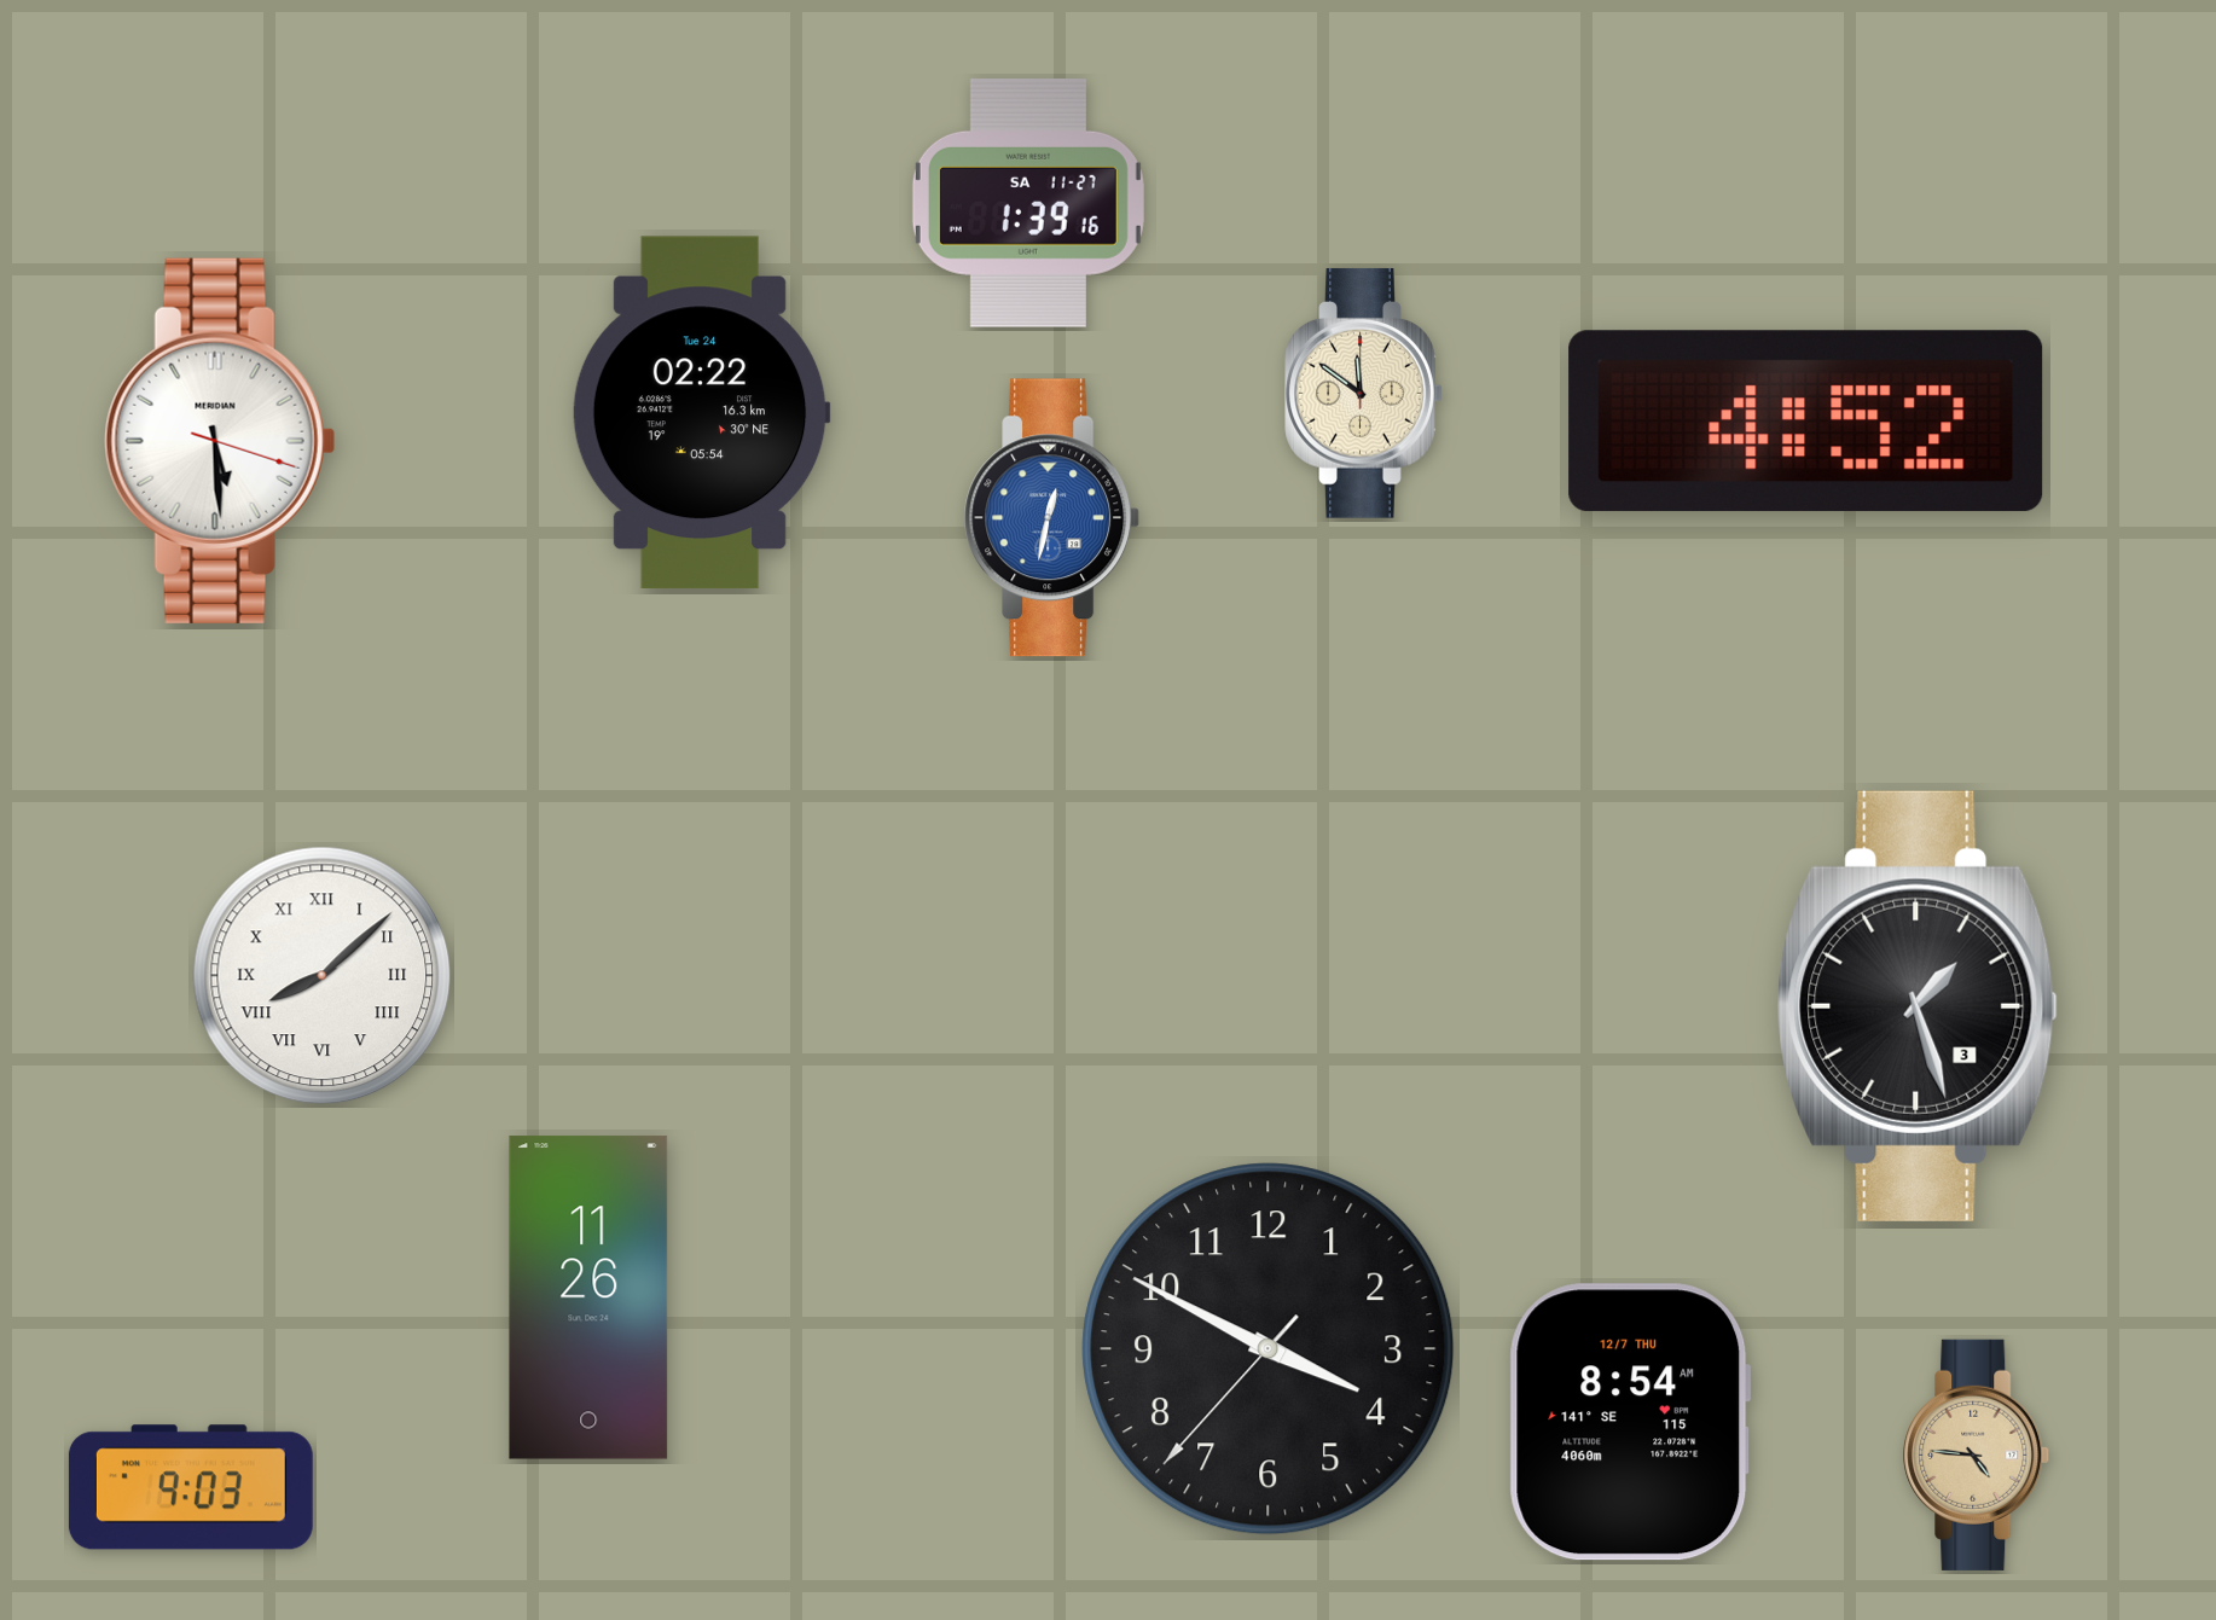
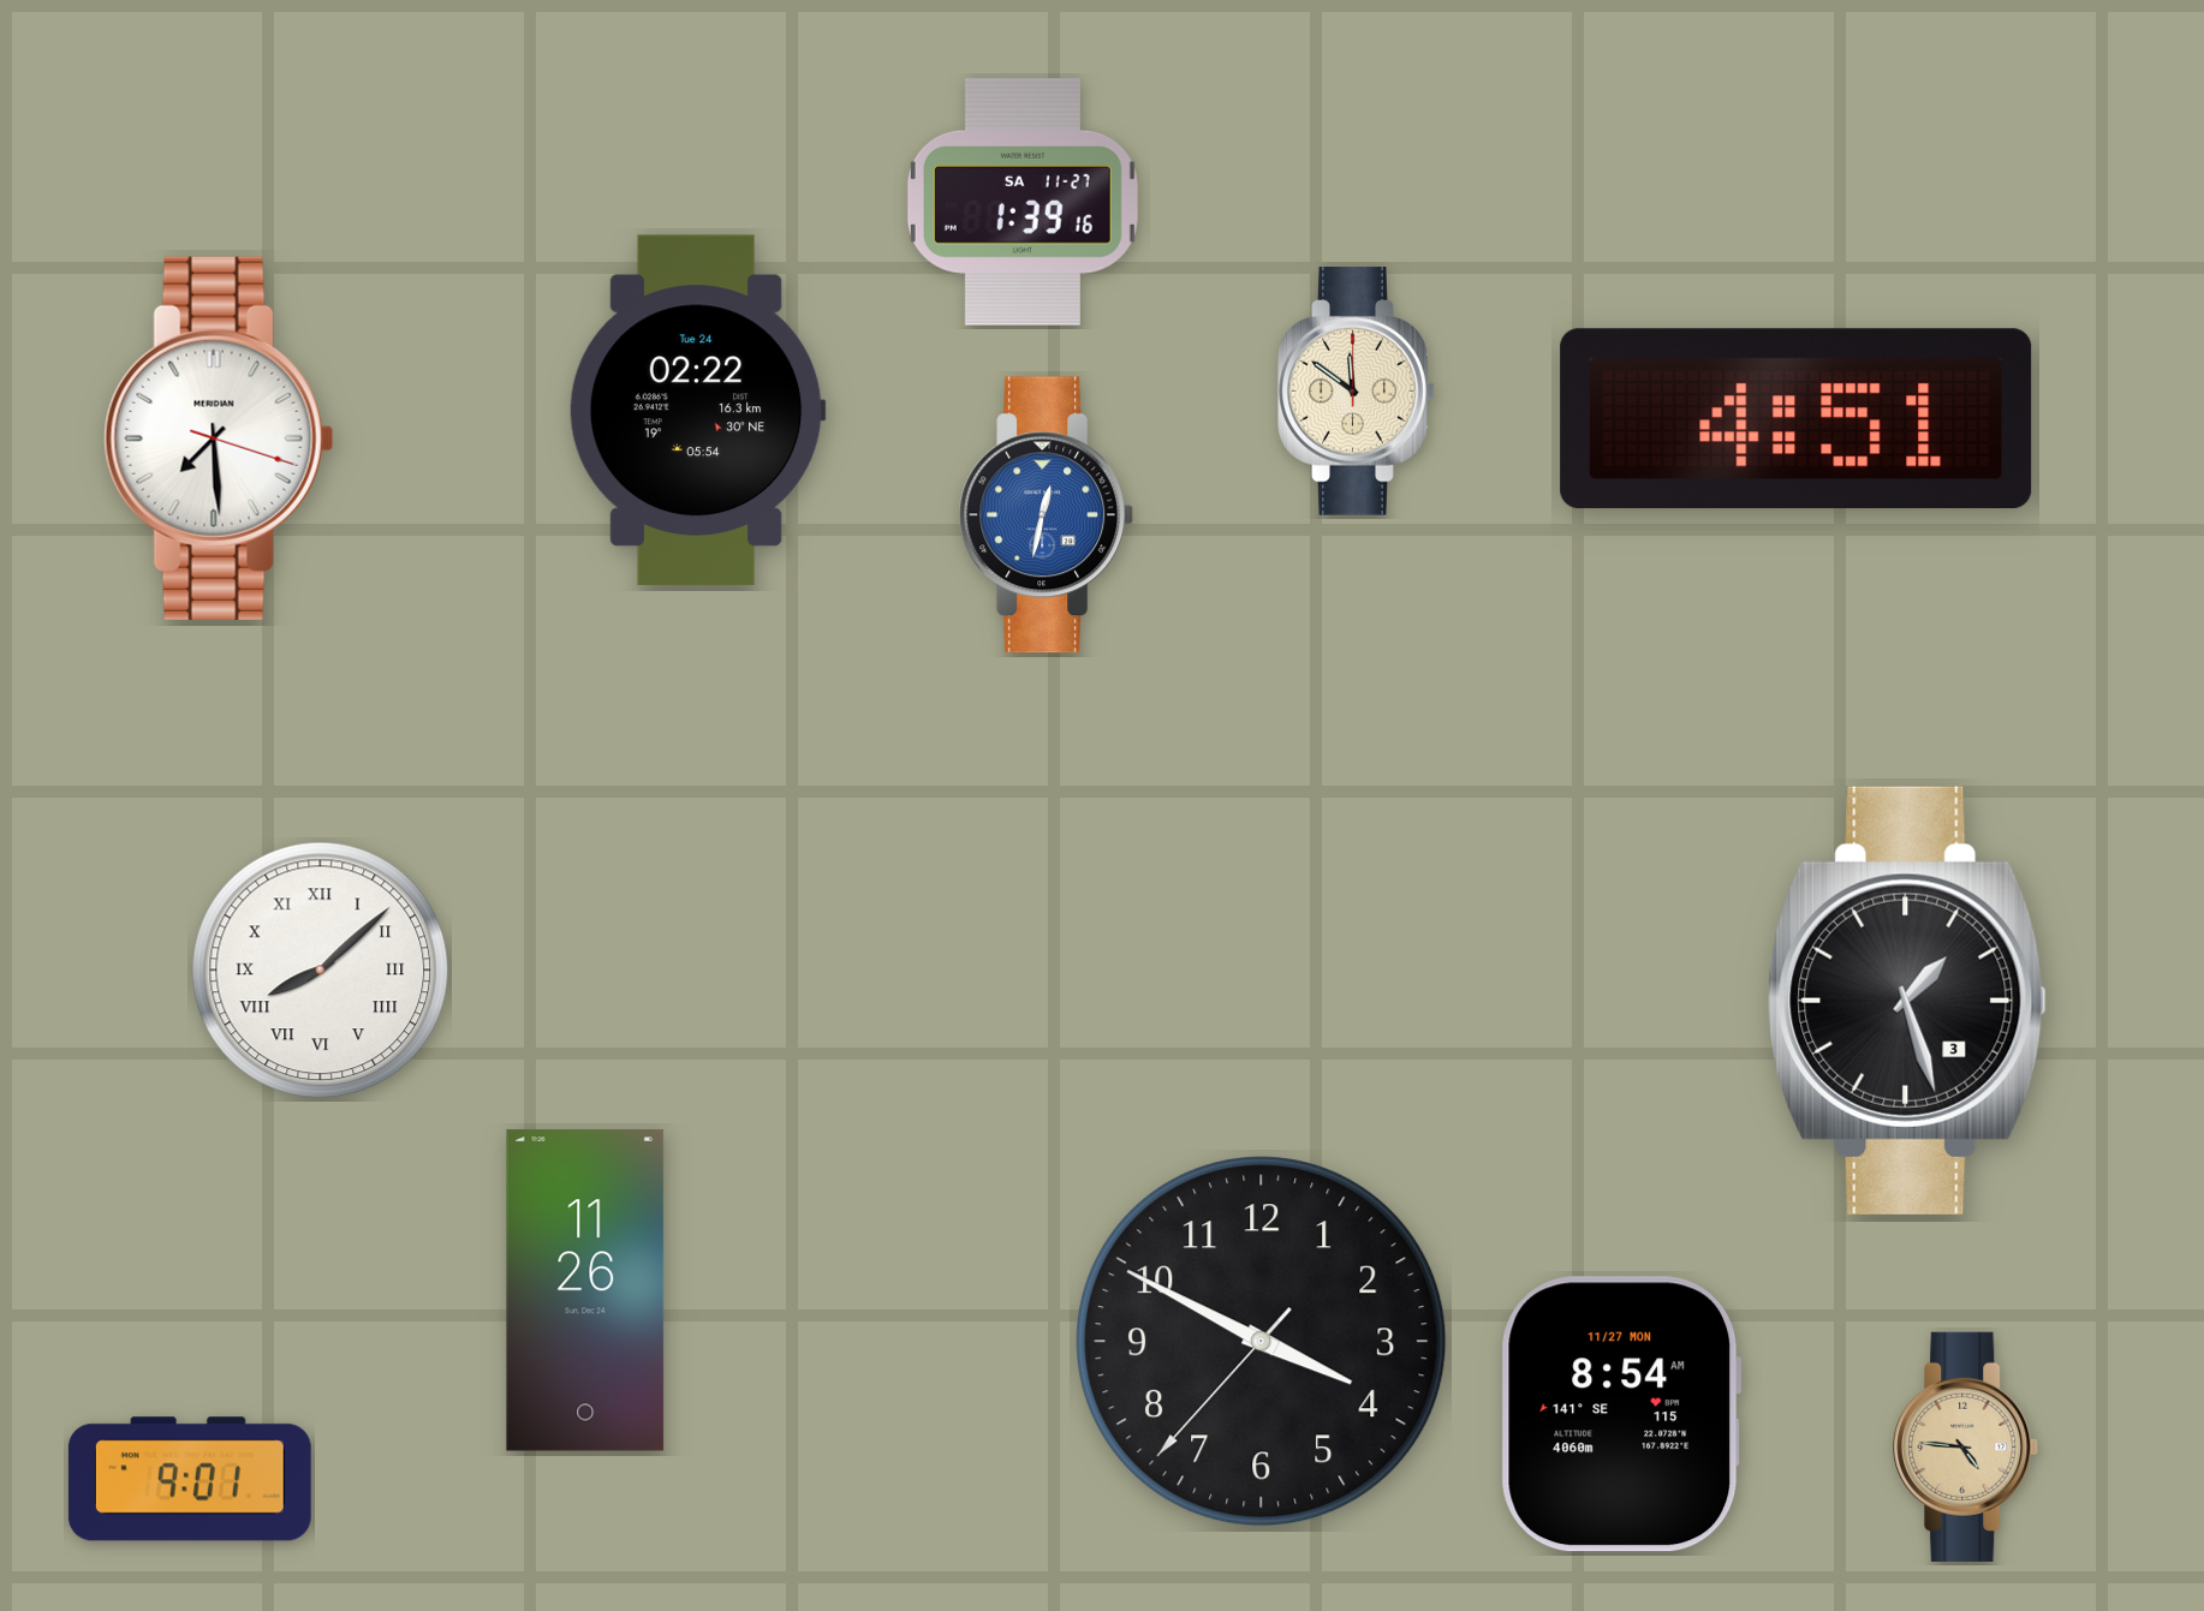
clock at (1806, 422): 4:52 -> 4:51
clock at (220, 441): 5:29 -> 7:29
clock at (1630, 1422) date: 12/7 THU -> 11/27 MON
clock at (191, 1487): 9:03 -> 9:01
